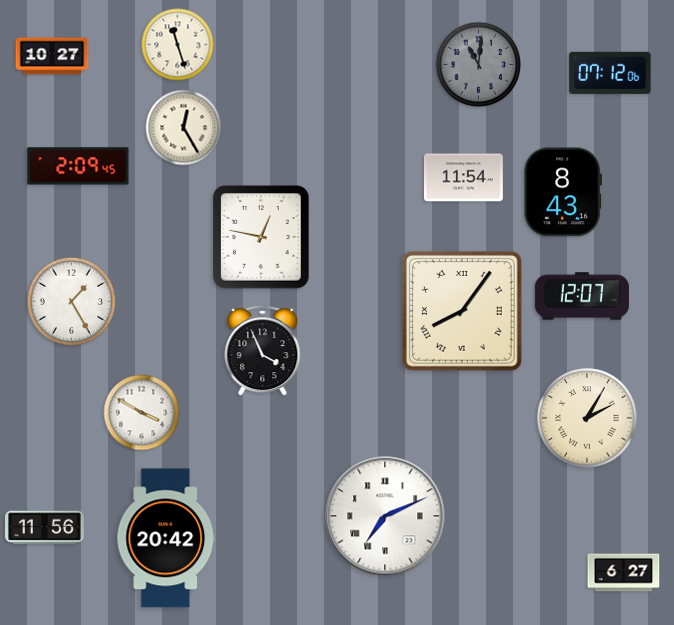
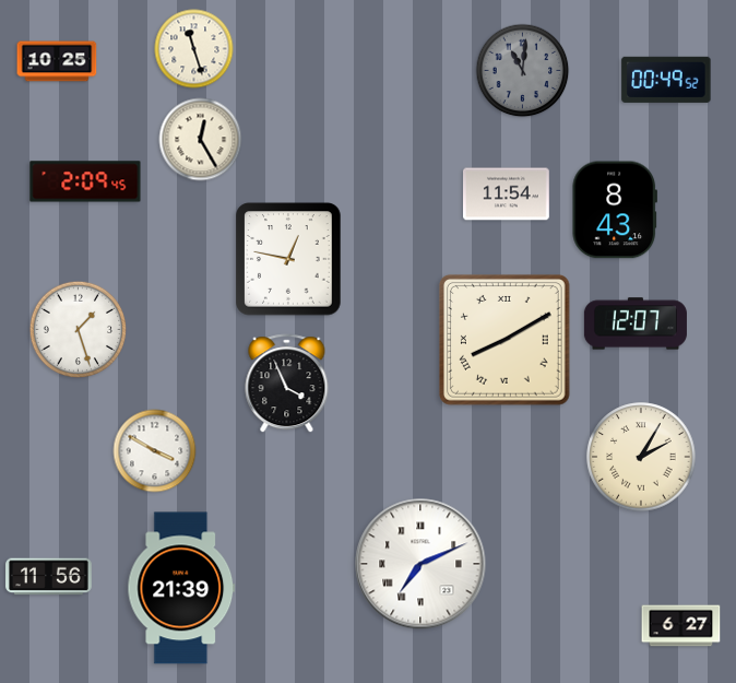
clock at (52, 56): 10:27 -> 10:25
clock at (610, 73): 07:12 -> 00:49
clock at (261, 237) position: (261, 237) -> (288, 259)
clock at (72, 302): 1:25 -> 1:27
clock at (462, 311): 8:06 -> 8:10
clock at (166, 538): 20:42 -> 21:39
